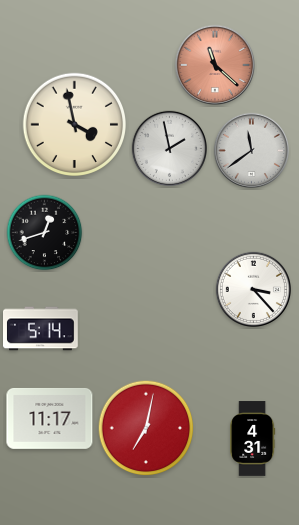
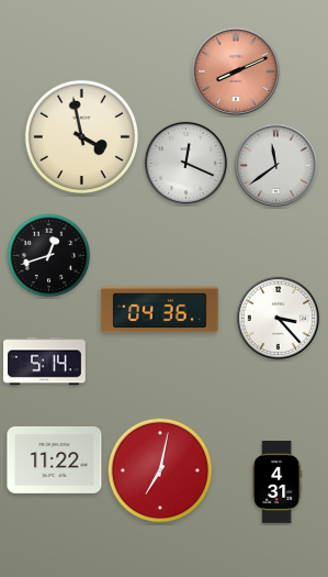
clock at (214, 64): 11:22 -> 8:11
clock at (169, 148): 1:58 -> 12:19
clock at (160, 310): none -> 04:36
clock at (50, 418): 11:17 -> 11:22
